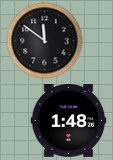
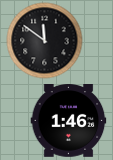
clock at (69, 121): 1:48 -> 1:46
